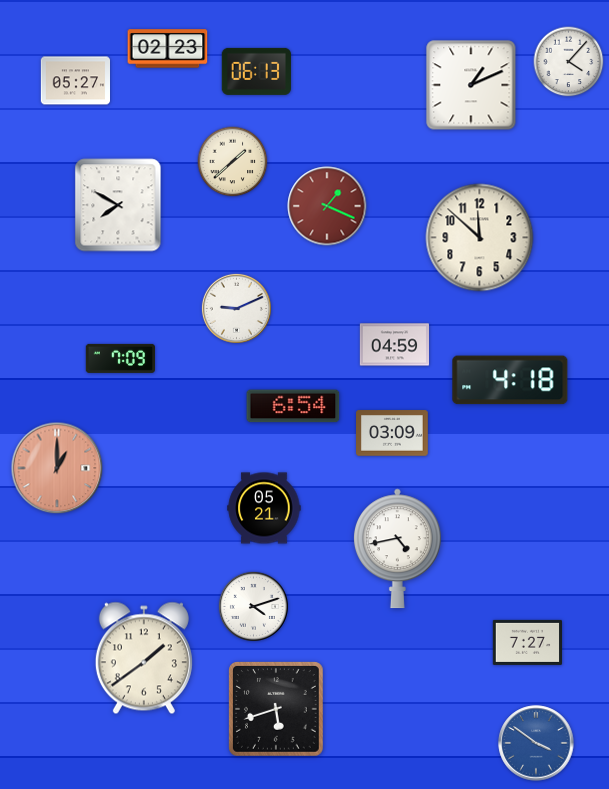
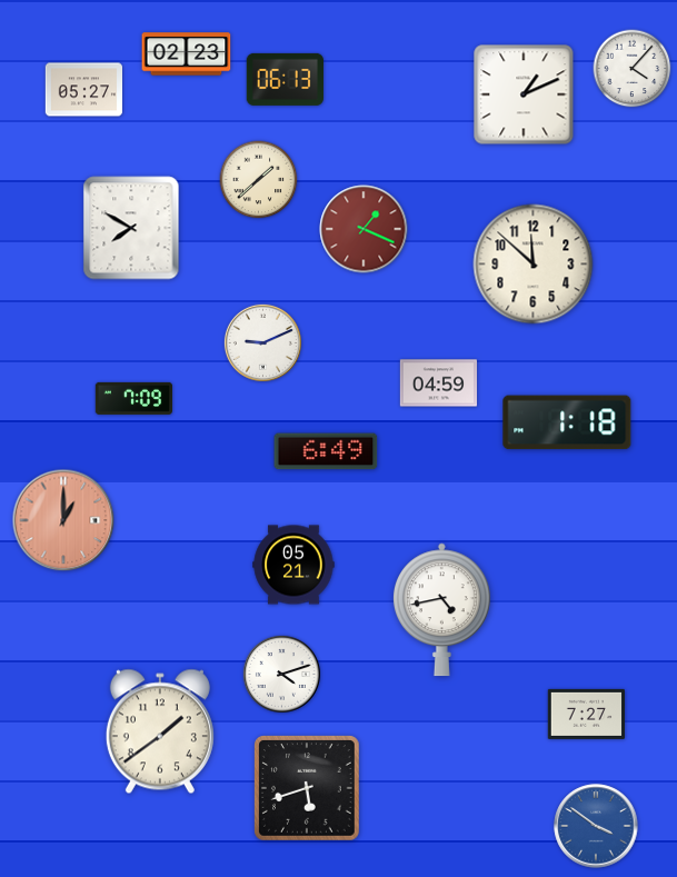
clock at (510, 380): 4:18 -> 1:18
clock at (293, 406): 6:54 -> 6:49
clock at (392, 433): 03:09 -> none
